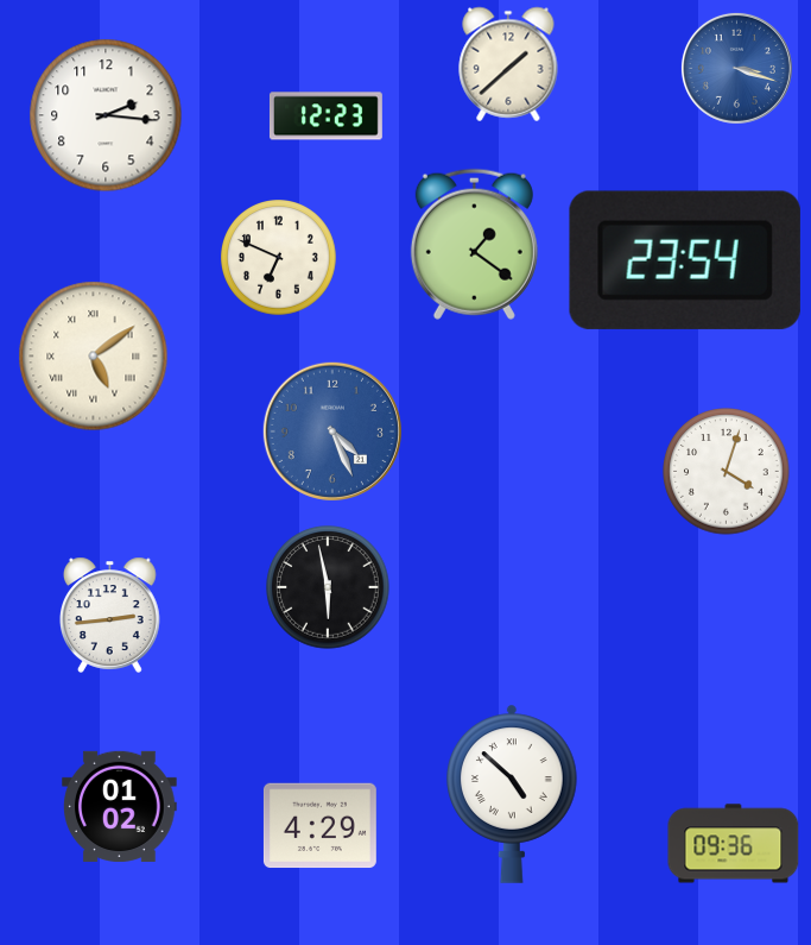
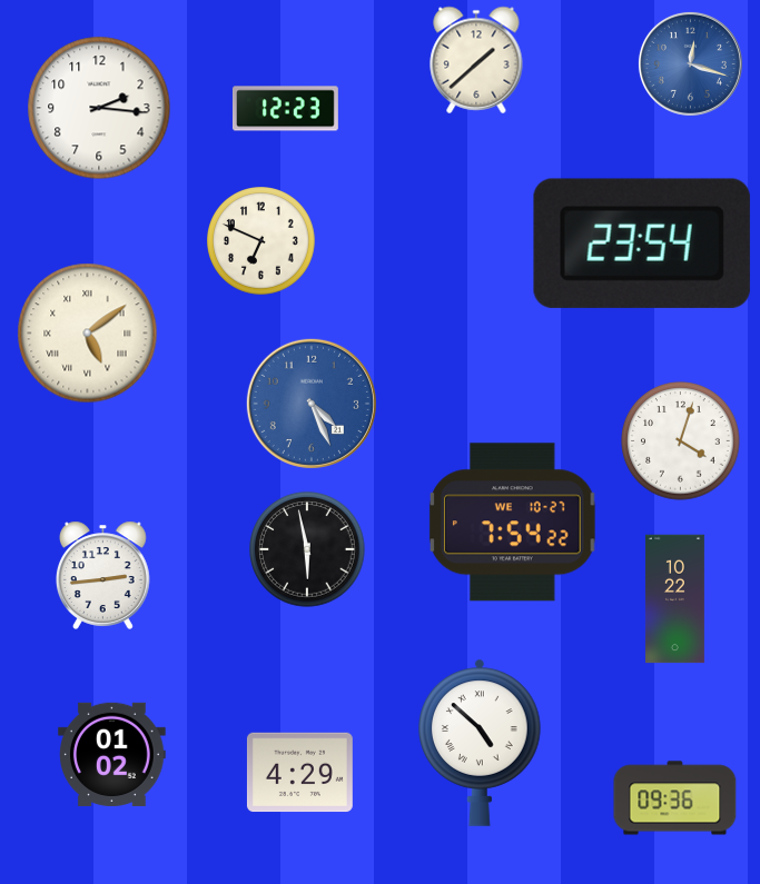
clock at (736, 68): 3:18 -> 12:18
clock at (325, 116) position: (325, 116) -> (285, 109)
clock at (474, 244): 1:21 -> none
clock at (513, 523): none -> 7:54
clock at (674, 599): none -> 10:22
clock at (734, 844) position: (734, 844) -> (675, 798)
